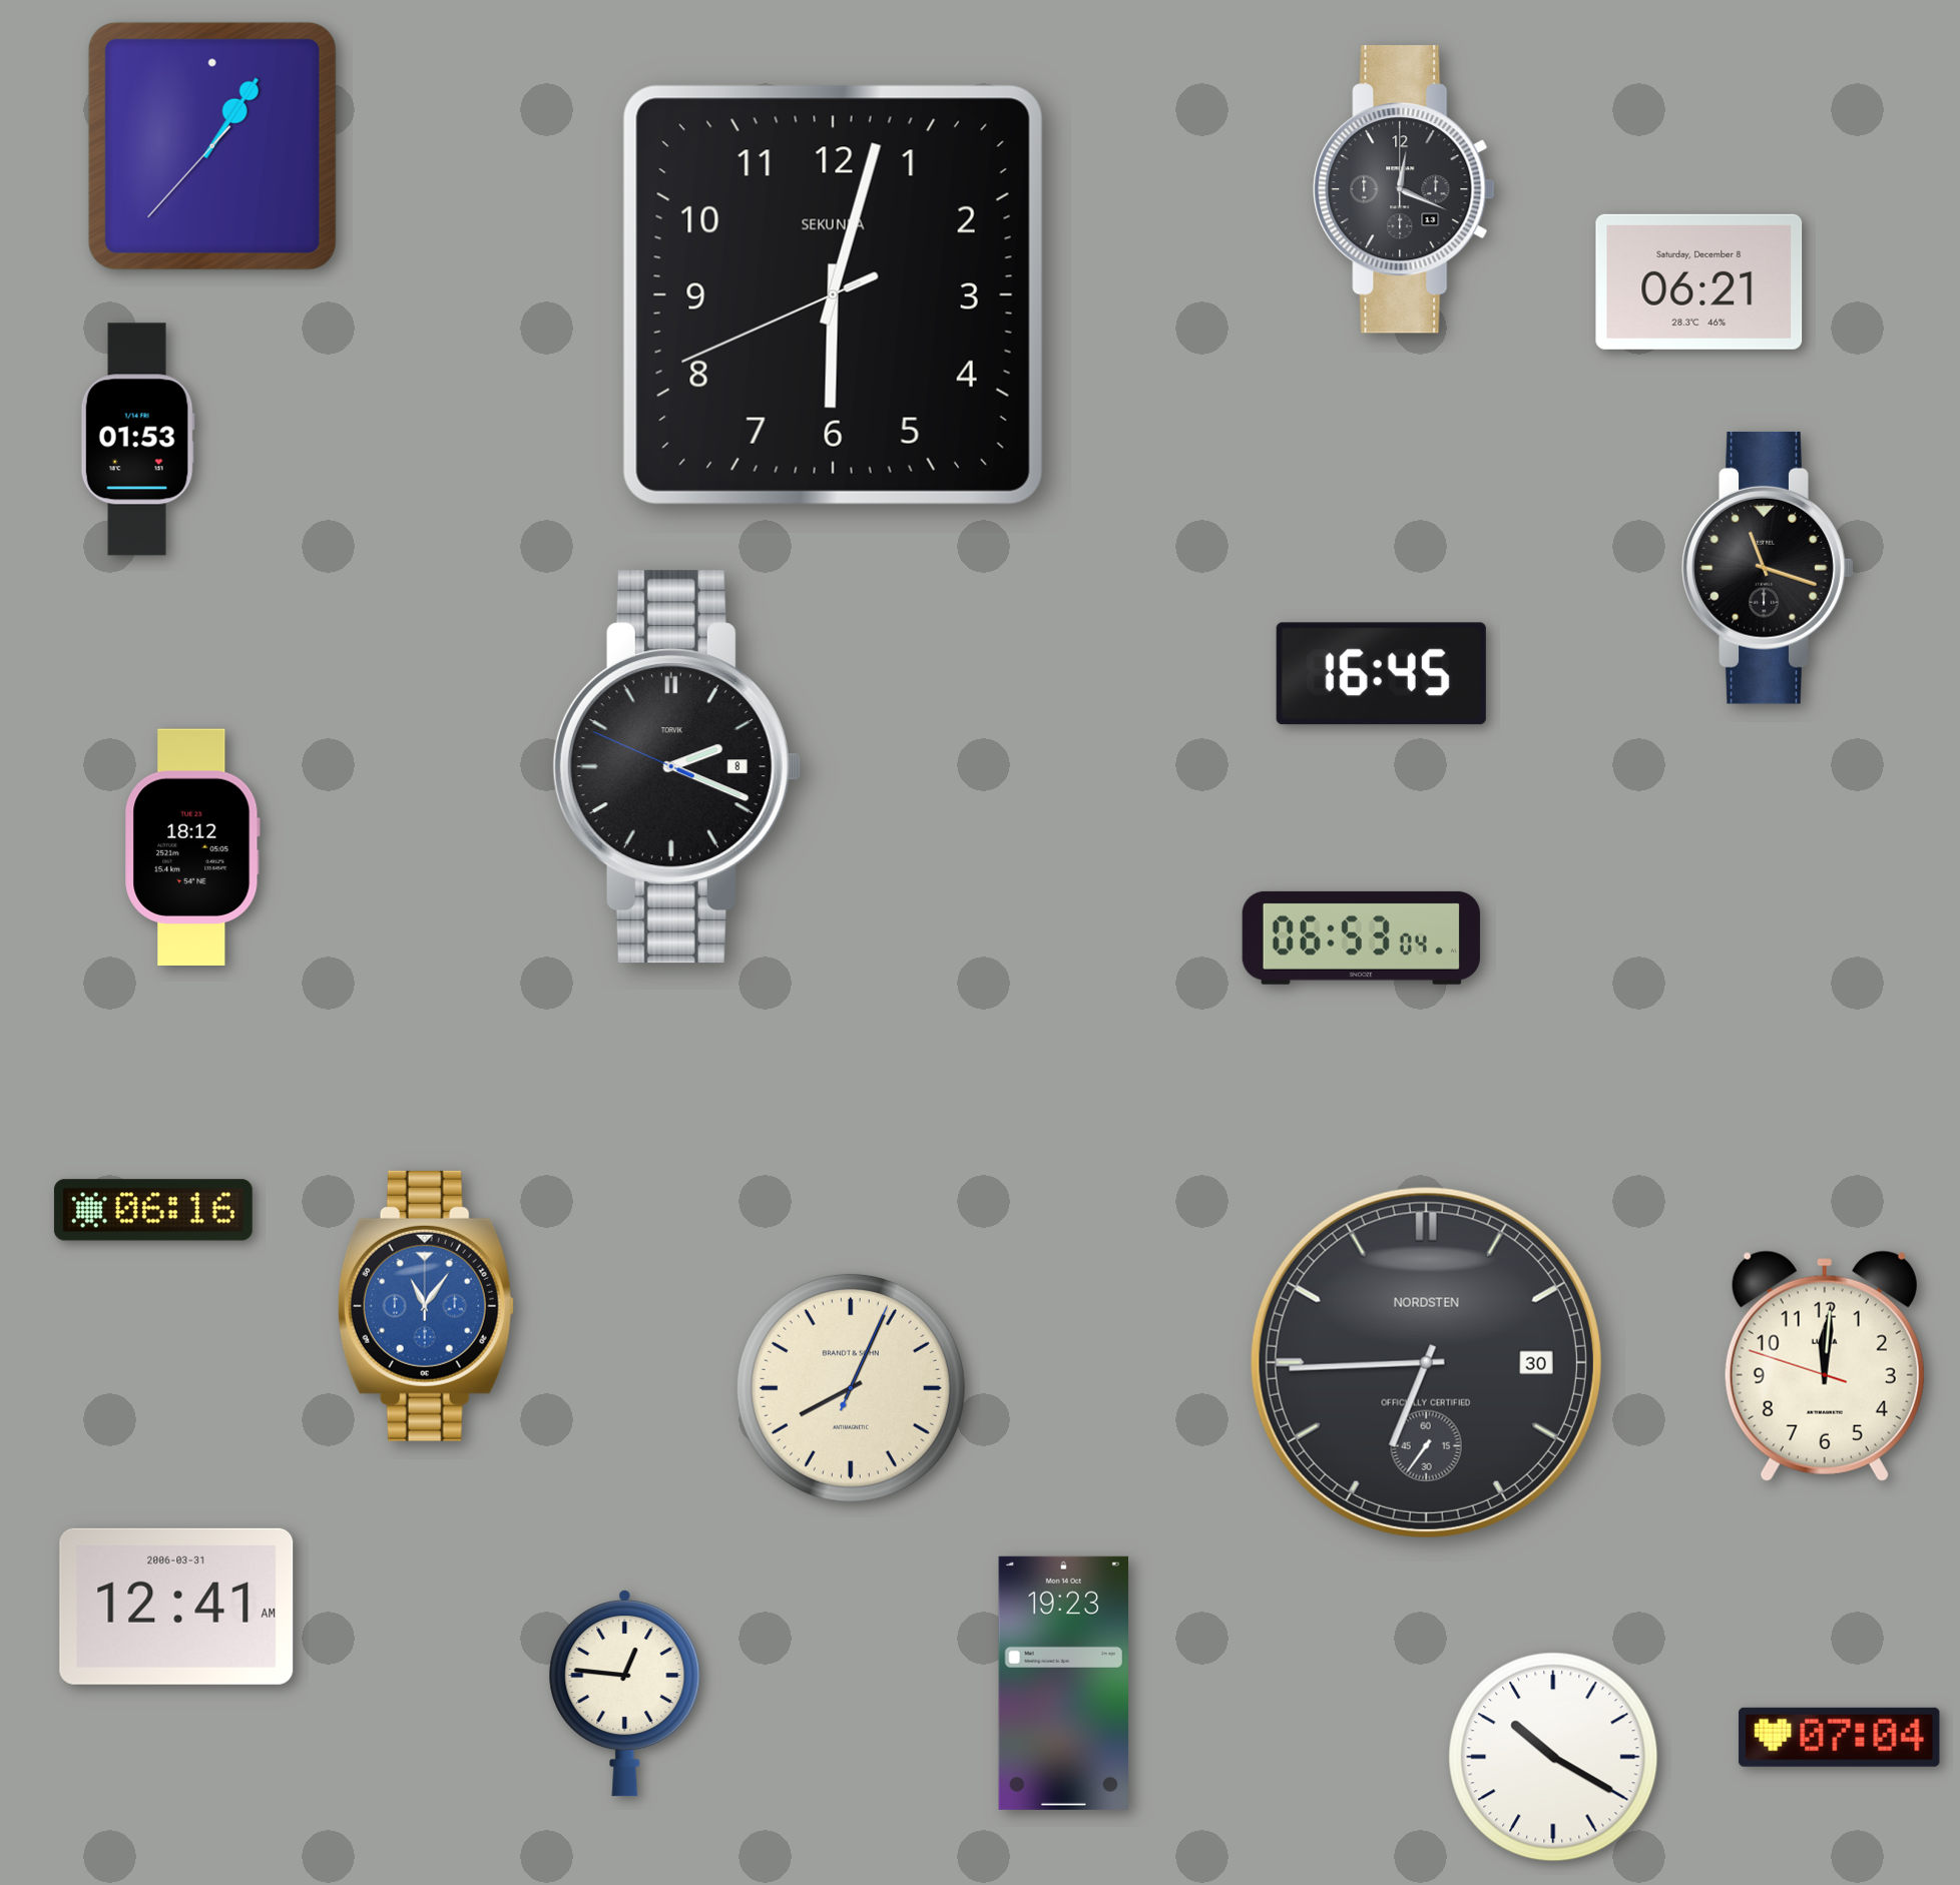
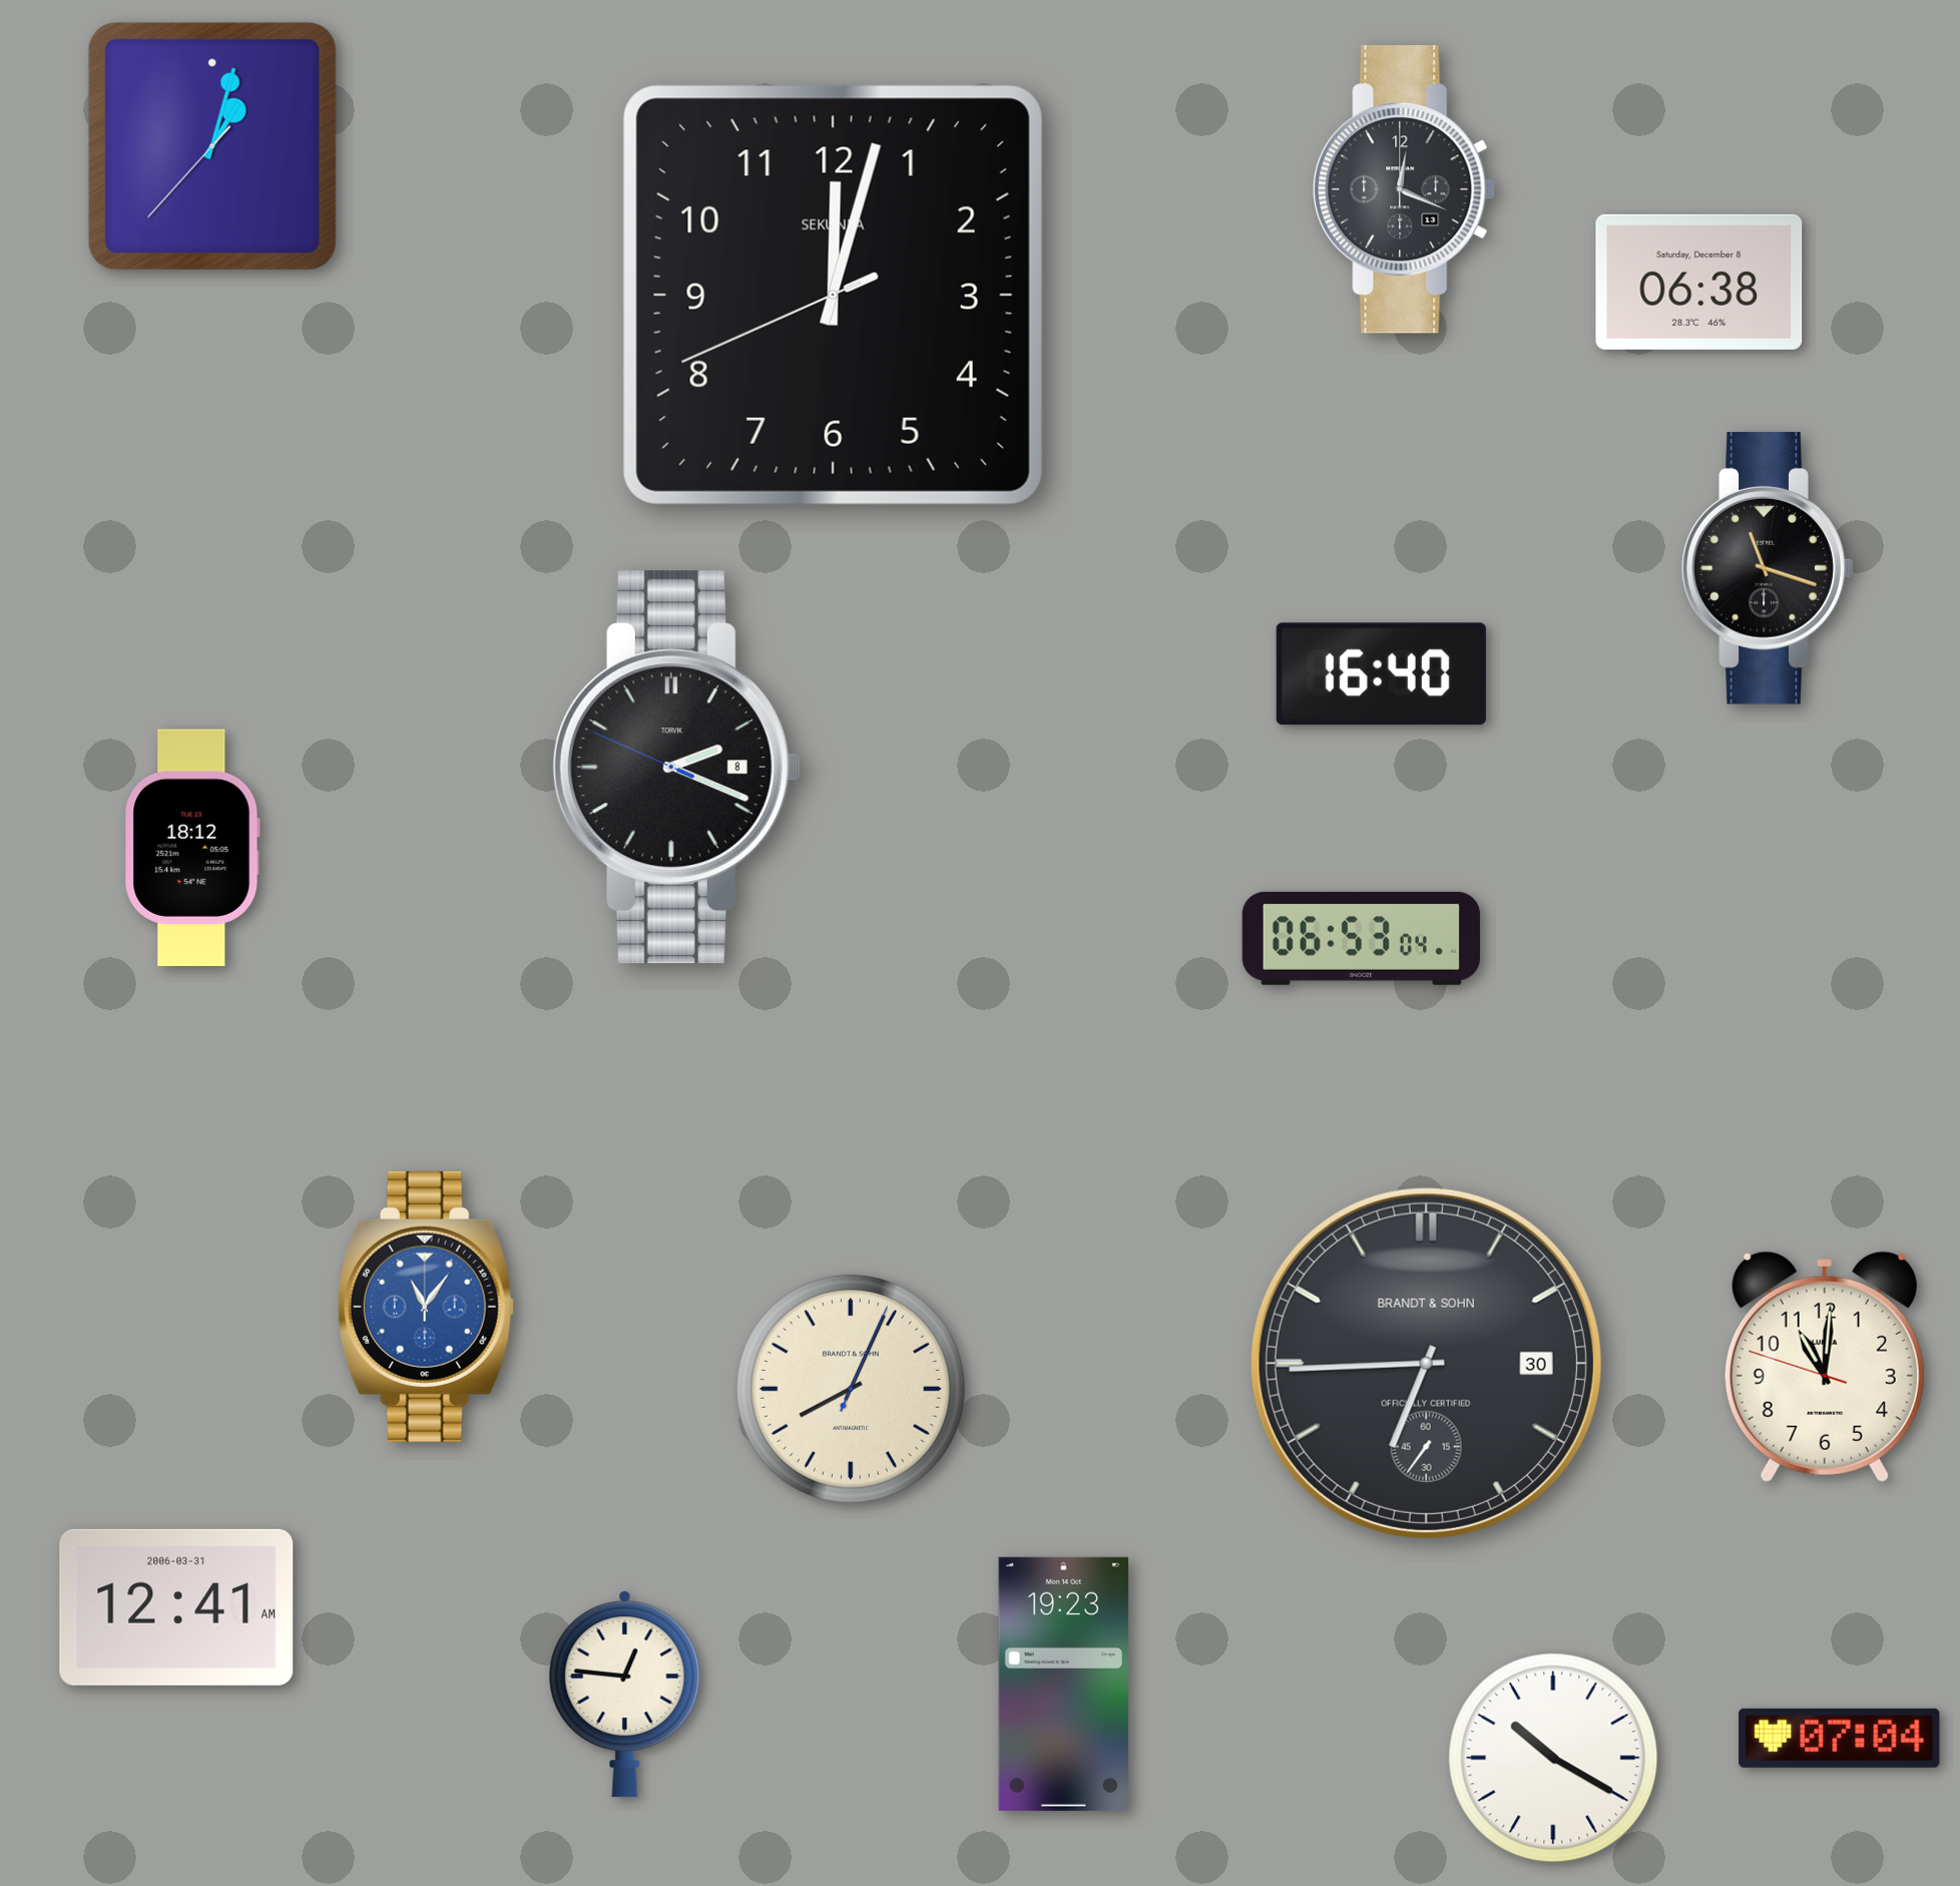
clock at (212, 146): 1:05 -> 1:02
clock at (1699, 281): 06:21 -> 06:38
clock at (833, 294): 6:02 -> 12:02
clock at (137, 440): 01:53 -> none
clock at (1381, 674): 16:45 -> 16:40
clock at (153, 1210): 06:16 -> none
clock at (1426, 1362) brand: NORDSTEN -> BRANDT & SOHN
clock at (1825, 1366): 12:00 -> 11:00
